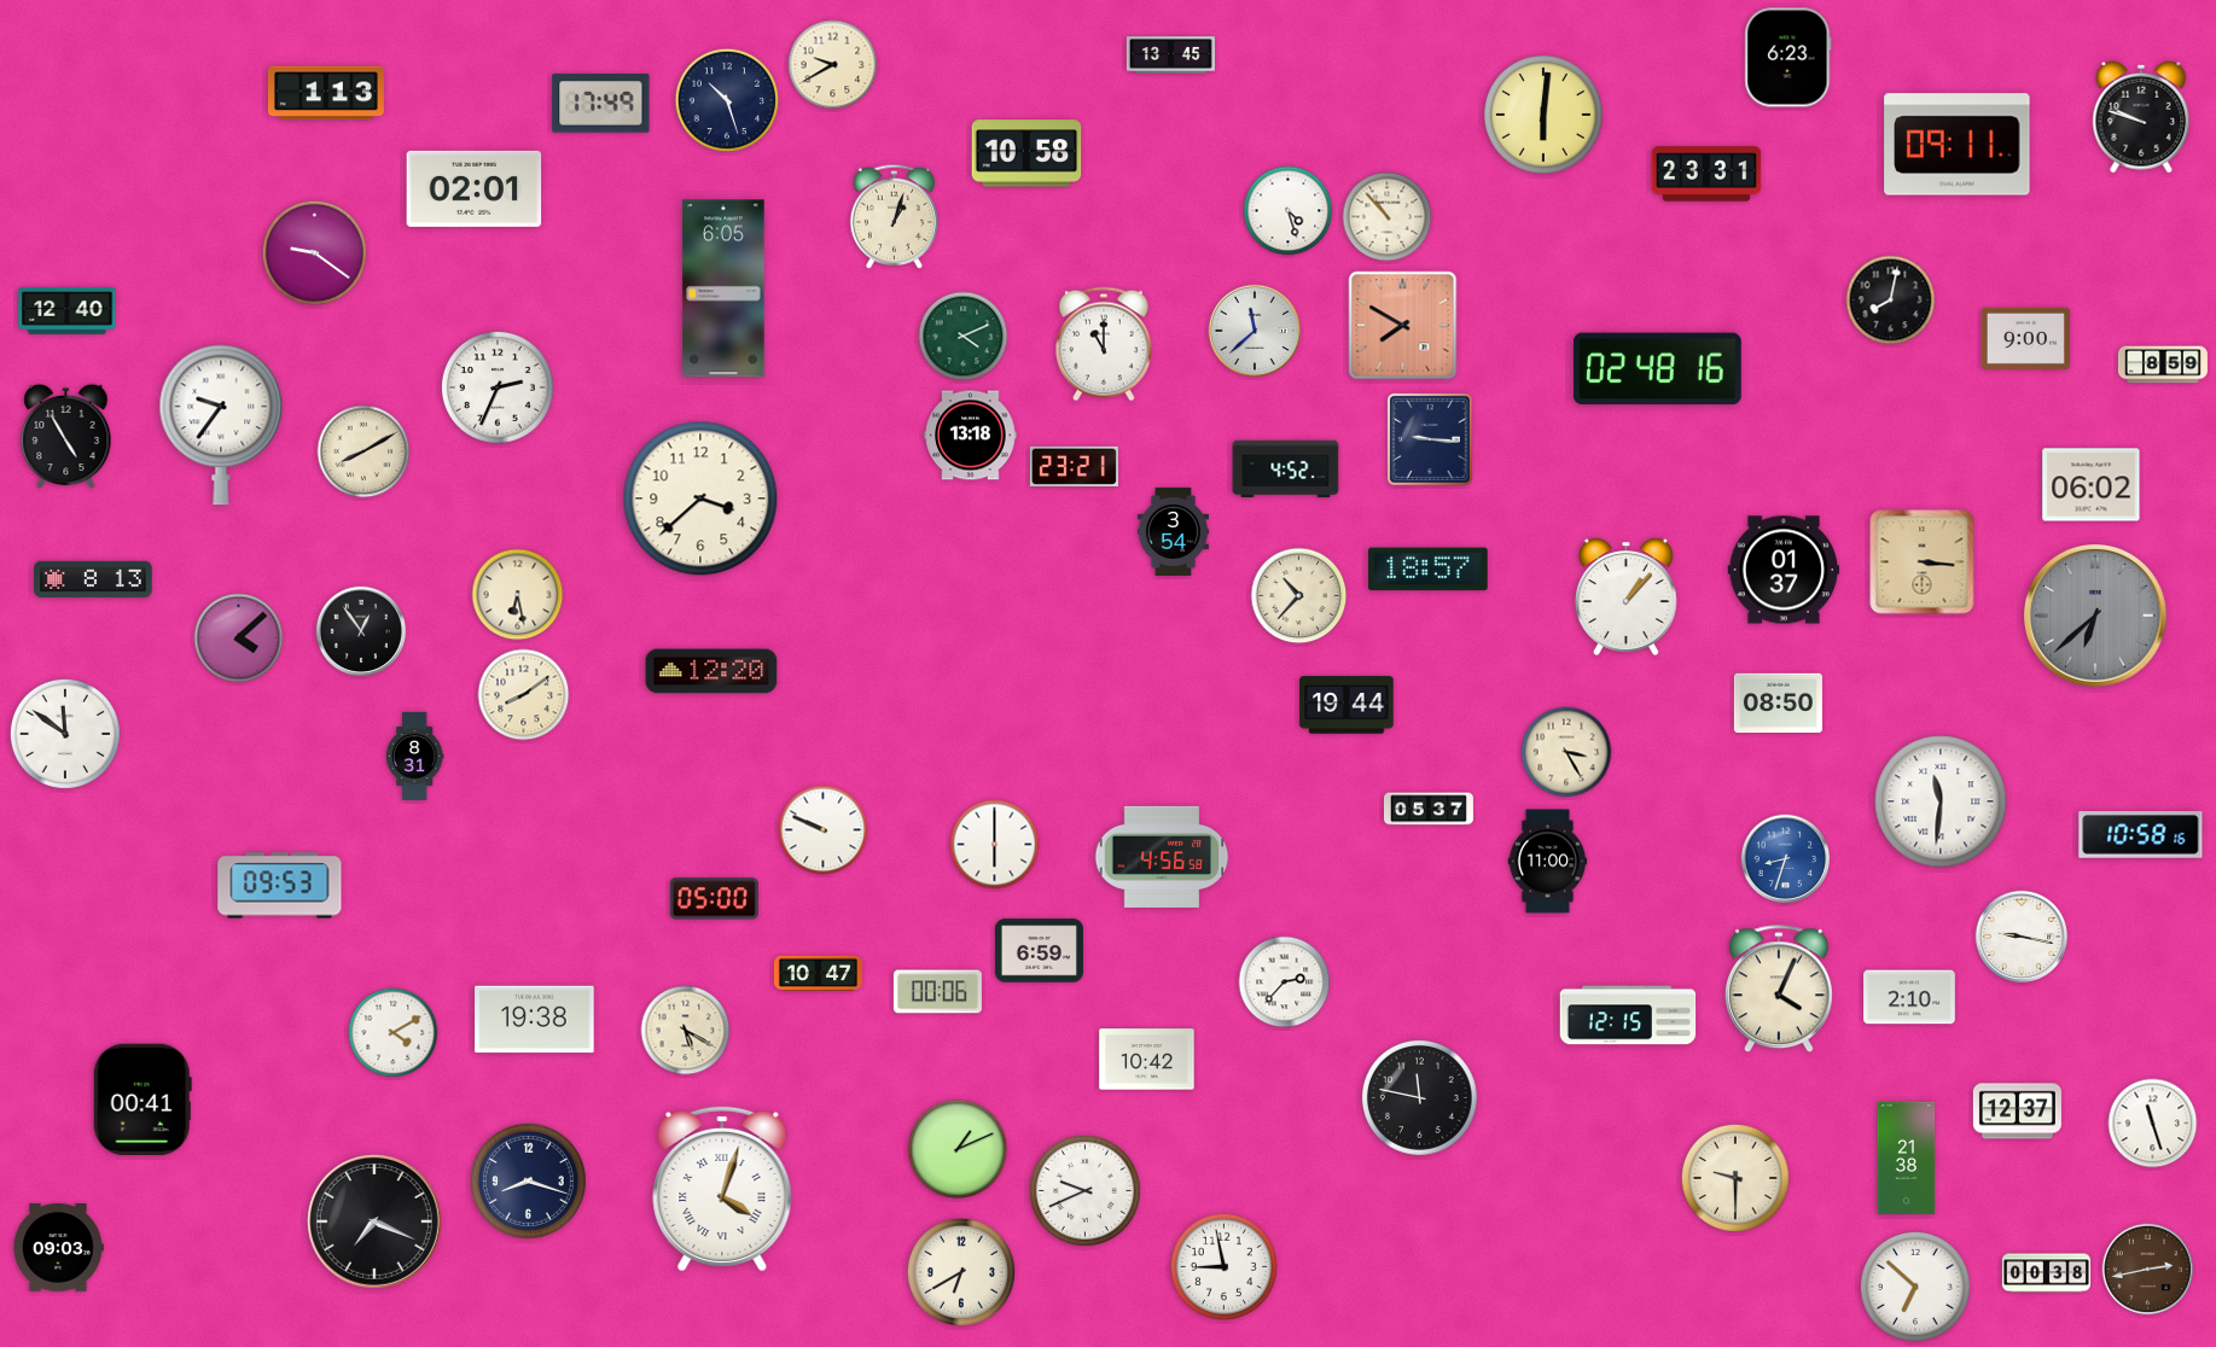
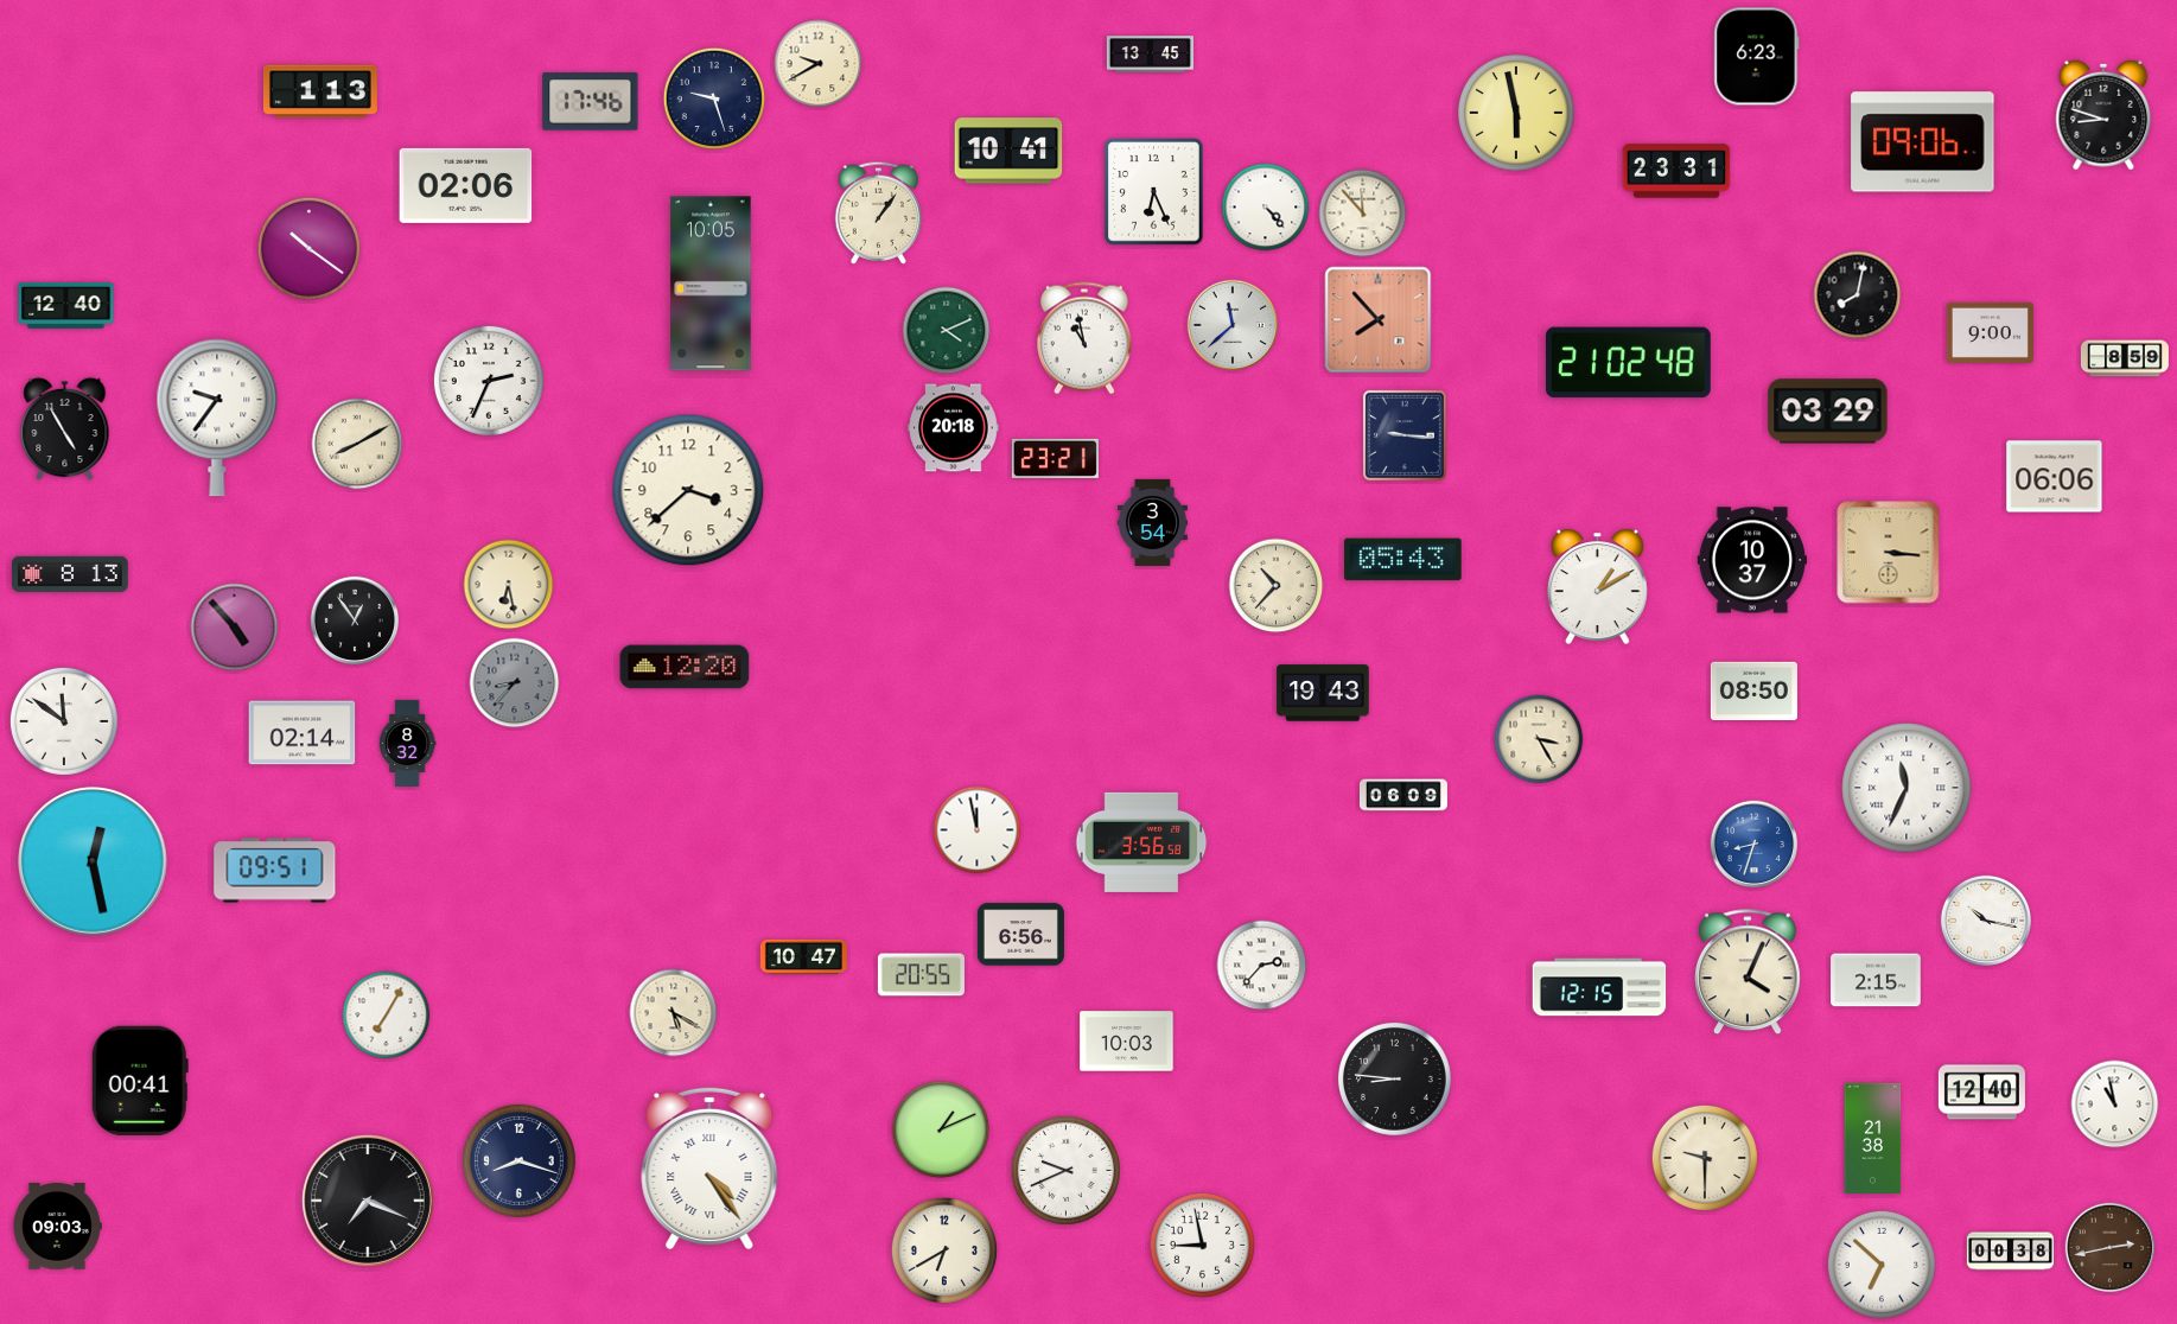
clock at (726, 99): 10:27 -> 9:27
clock at (601, 104): 17:49 -> 17:46
clock at (1545, 116): 6:01 -> 5:58
clock at (2141, 117): 9:48 -> 8:48
clock at (1958, 145): 09:11 -> 09:06
clock at (1026, 153): 10:58 -> 10:41
clock at (475, 188): 02:01 -> 02:06
clock at (1154, 192): none -> 6:26
clock at (1289, 211): 4:27 -> 4:23
clock at (894, 216): 1:03 -> 1:06
clock at (1388, 217): 10:53 -> 11:53
clock at (314, 252): 9:21 -> 10:21
clock at (723, 288): 6:05 -> 10:05
clock at (1403, 326): 7:50 -> 7:53
clock at (1104, 344): 11:00 -> 10:58
clock at (1657, 369): 02:48 -> 21:02
clock at (1828, 412): none -> 03:29
clock at (971, 436): 13:18 -> 20:18
clock at (1430, 439) position: (1430, 439) -> (1405, 435)
clock at (1286, 470): 4:52 -> none
clock at (2092, 485): 06:02 -> 06:06
clock at (1429, 570): 18:57 -> 05:43
clock at (1782, 570): 01:37 -> 10:37
clock at (93, 579) position: (93, 579) -> (70, 574)
clock at (1625, 596): 1:07 -> 1:10
clock at (2096, 617): 6:38 -> none
clock at (239, 638): 4:08 -> 4:53
clock at (711, 671) position: (711, 671) -> (685, 667)
clock at (524, 695): 8:09 -> 8:37
clock at (524, 695) dial: cream -> grey
clock at (1778, 704) position: (1778, 704) -> (1753, 692)
clock at (1347, 705): 19:44 -> 19:43
clock at (303, 733): none -> 02:14
clock at (414, 756): 8:31 -> 8:32
clock at (1941, 801): 11:31 -> 11:34
clock at (1429, 809): 05:37 -> 06:09
clock at (824, 830): 9:49 -> none
clock at (2141, 835): 10:58 -> none
clock at (995, 845): 6:00 -> 11:58
clock at (1162, 857): 4:56 -> 3:56
clock at (1548, 862): 11:00 -> none
clock at (93, 861): none -> 12:28
clock at (280, 886): 09:53 -> 09:51
clock at (714, 899): 05:00 -> none
clock at (2022, 937): 9:17 -> 10:17
clock at (1039, 951): 6:59 -> 6:56
clock at (937, 992): 00:06 -> 20:55
clock at (1909, 997): 2:10 -> 2:15
clock at (1628, 1015) position: (1628, 1015) -> (1599, 987)
clock at (535, 1020): 19:38 -> none
clock at (394, 1033): 4:10 -> 7:05
clock at (1147, 1060): 10:42 -> 10:03
clock at (1419, 1097): 11:47 -> 8:46
clock at (2017, 1112): 12:37 -> 12:40
clock at (2153, 1124): 11:27 -> 10:58
clock at (722, 1189): 4:03 -> 4:24
